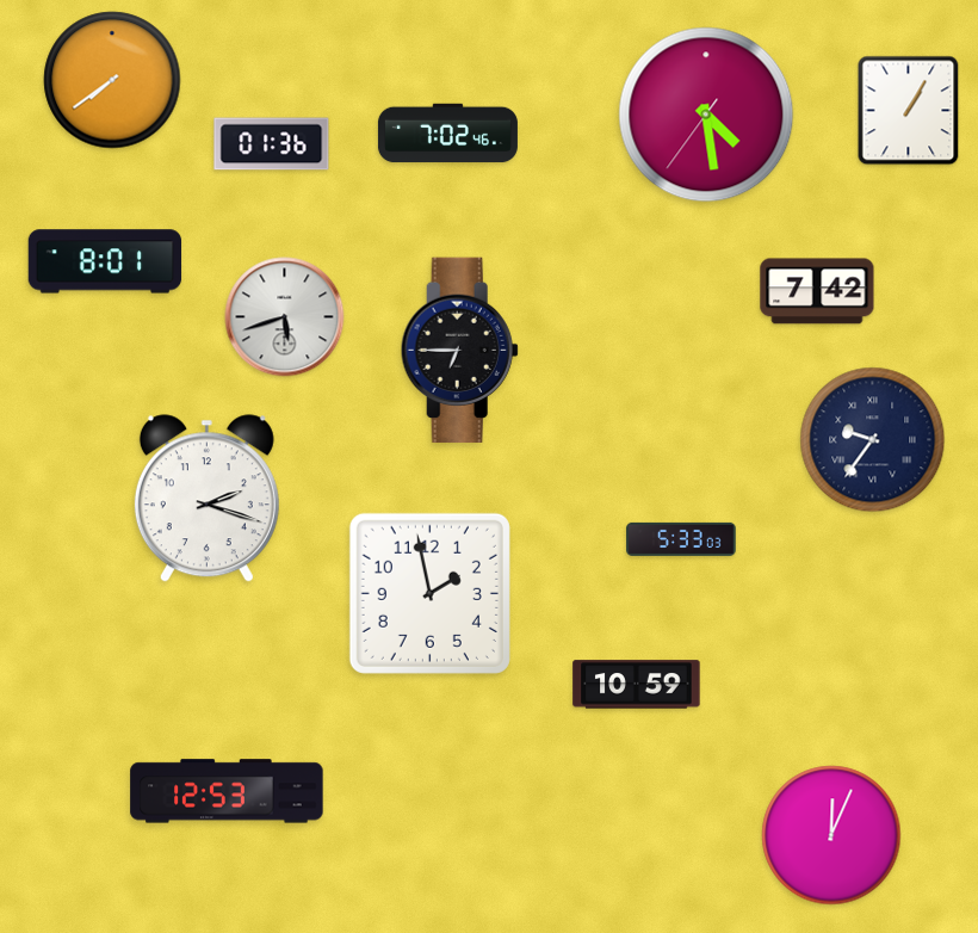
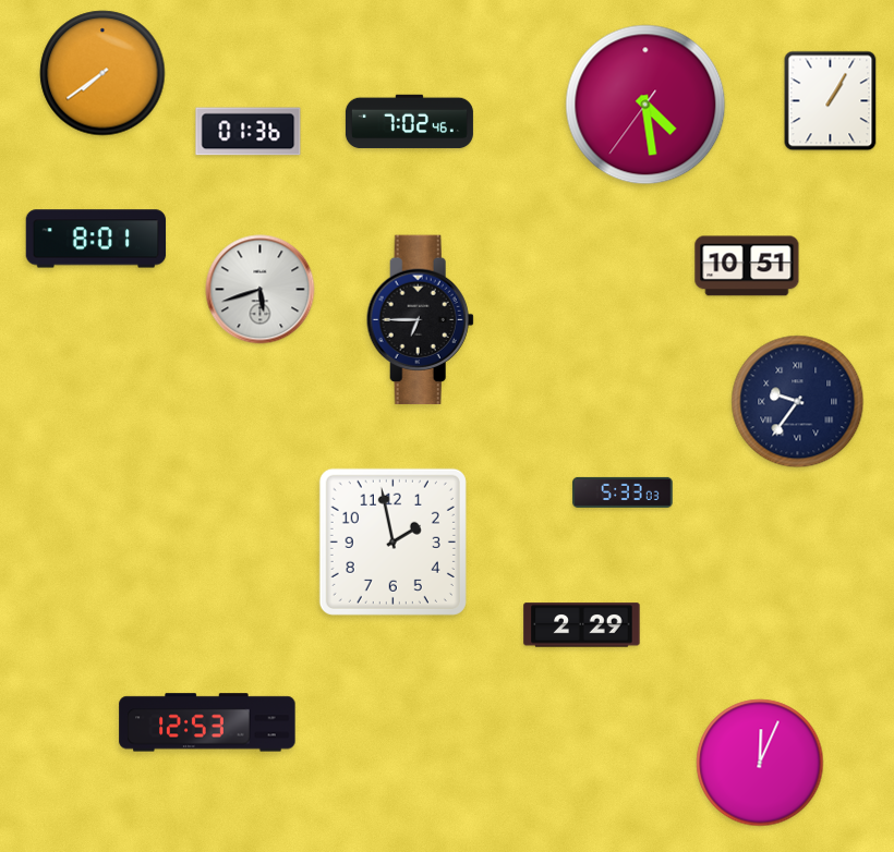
clock at (817, 291): 7:42 -> 10:51
clock at (206, 499): 2:18 -> none
clock at (637, 685): 10:59 -> 2:29
